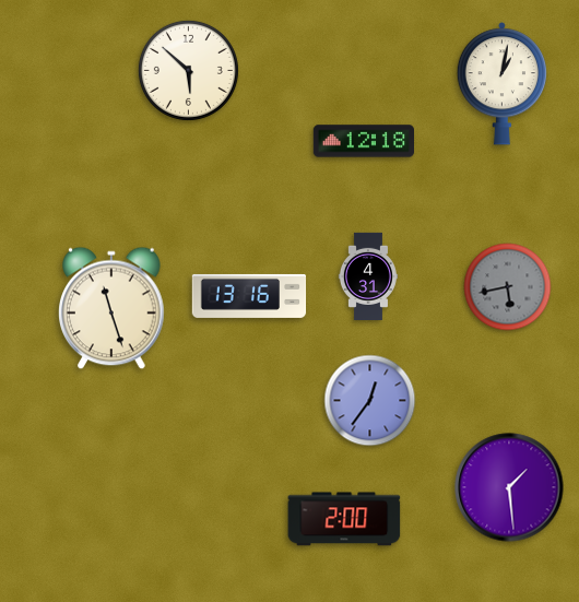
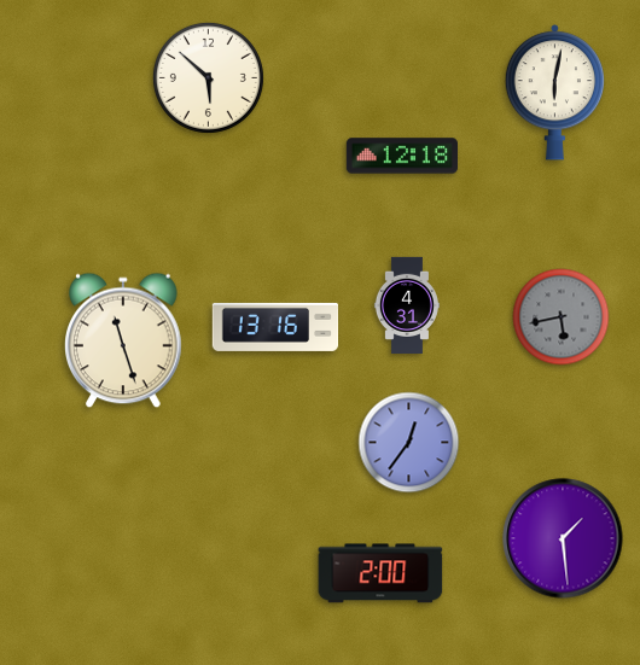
clock at (501, 84): 1:02 -> 6:02
